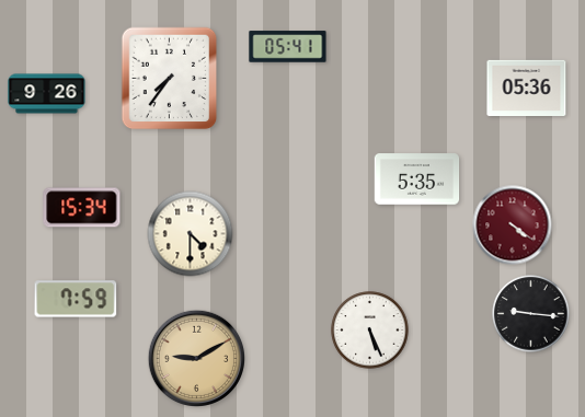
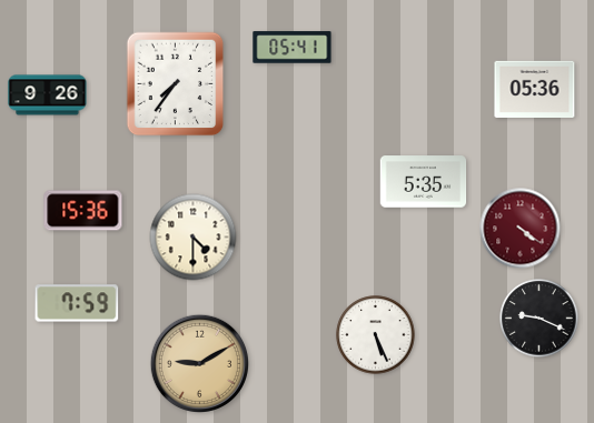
clock at (170, 79) position: (170, 79) -> (176, 84)
clock at (82, 208): 15:34 -> 15:36
clock at (531, 314): 9:16 -> 9:19
